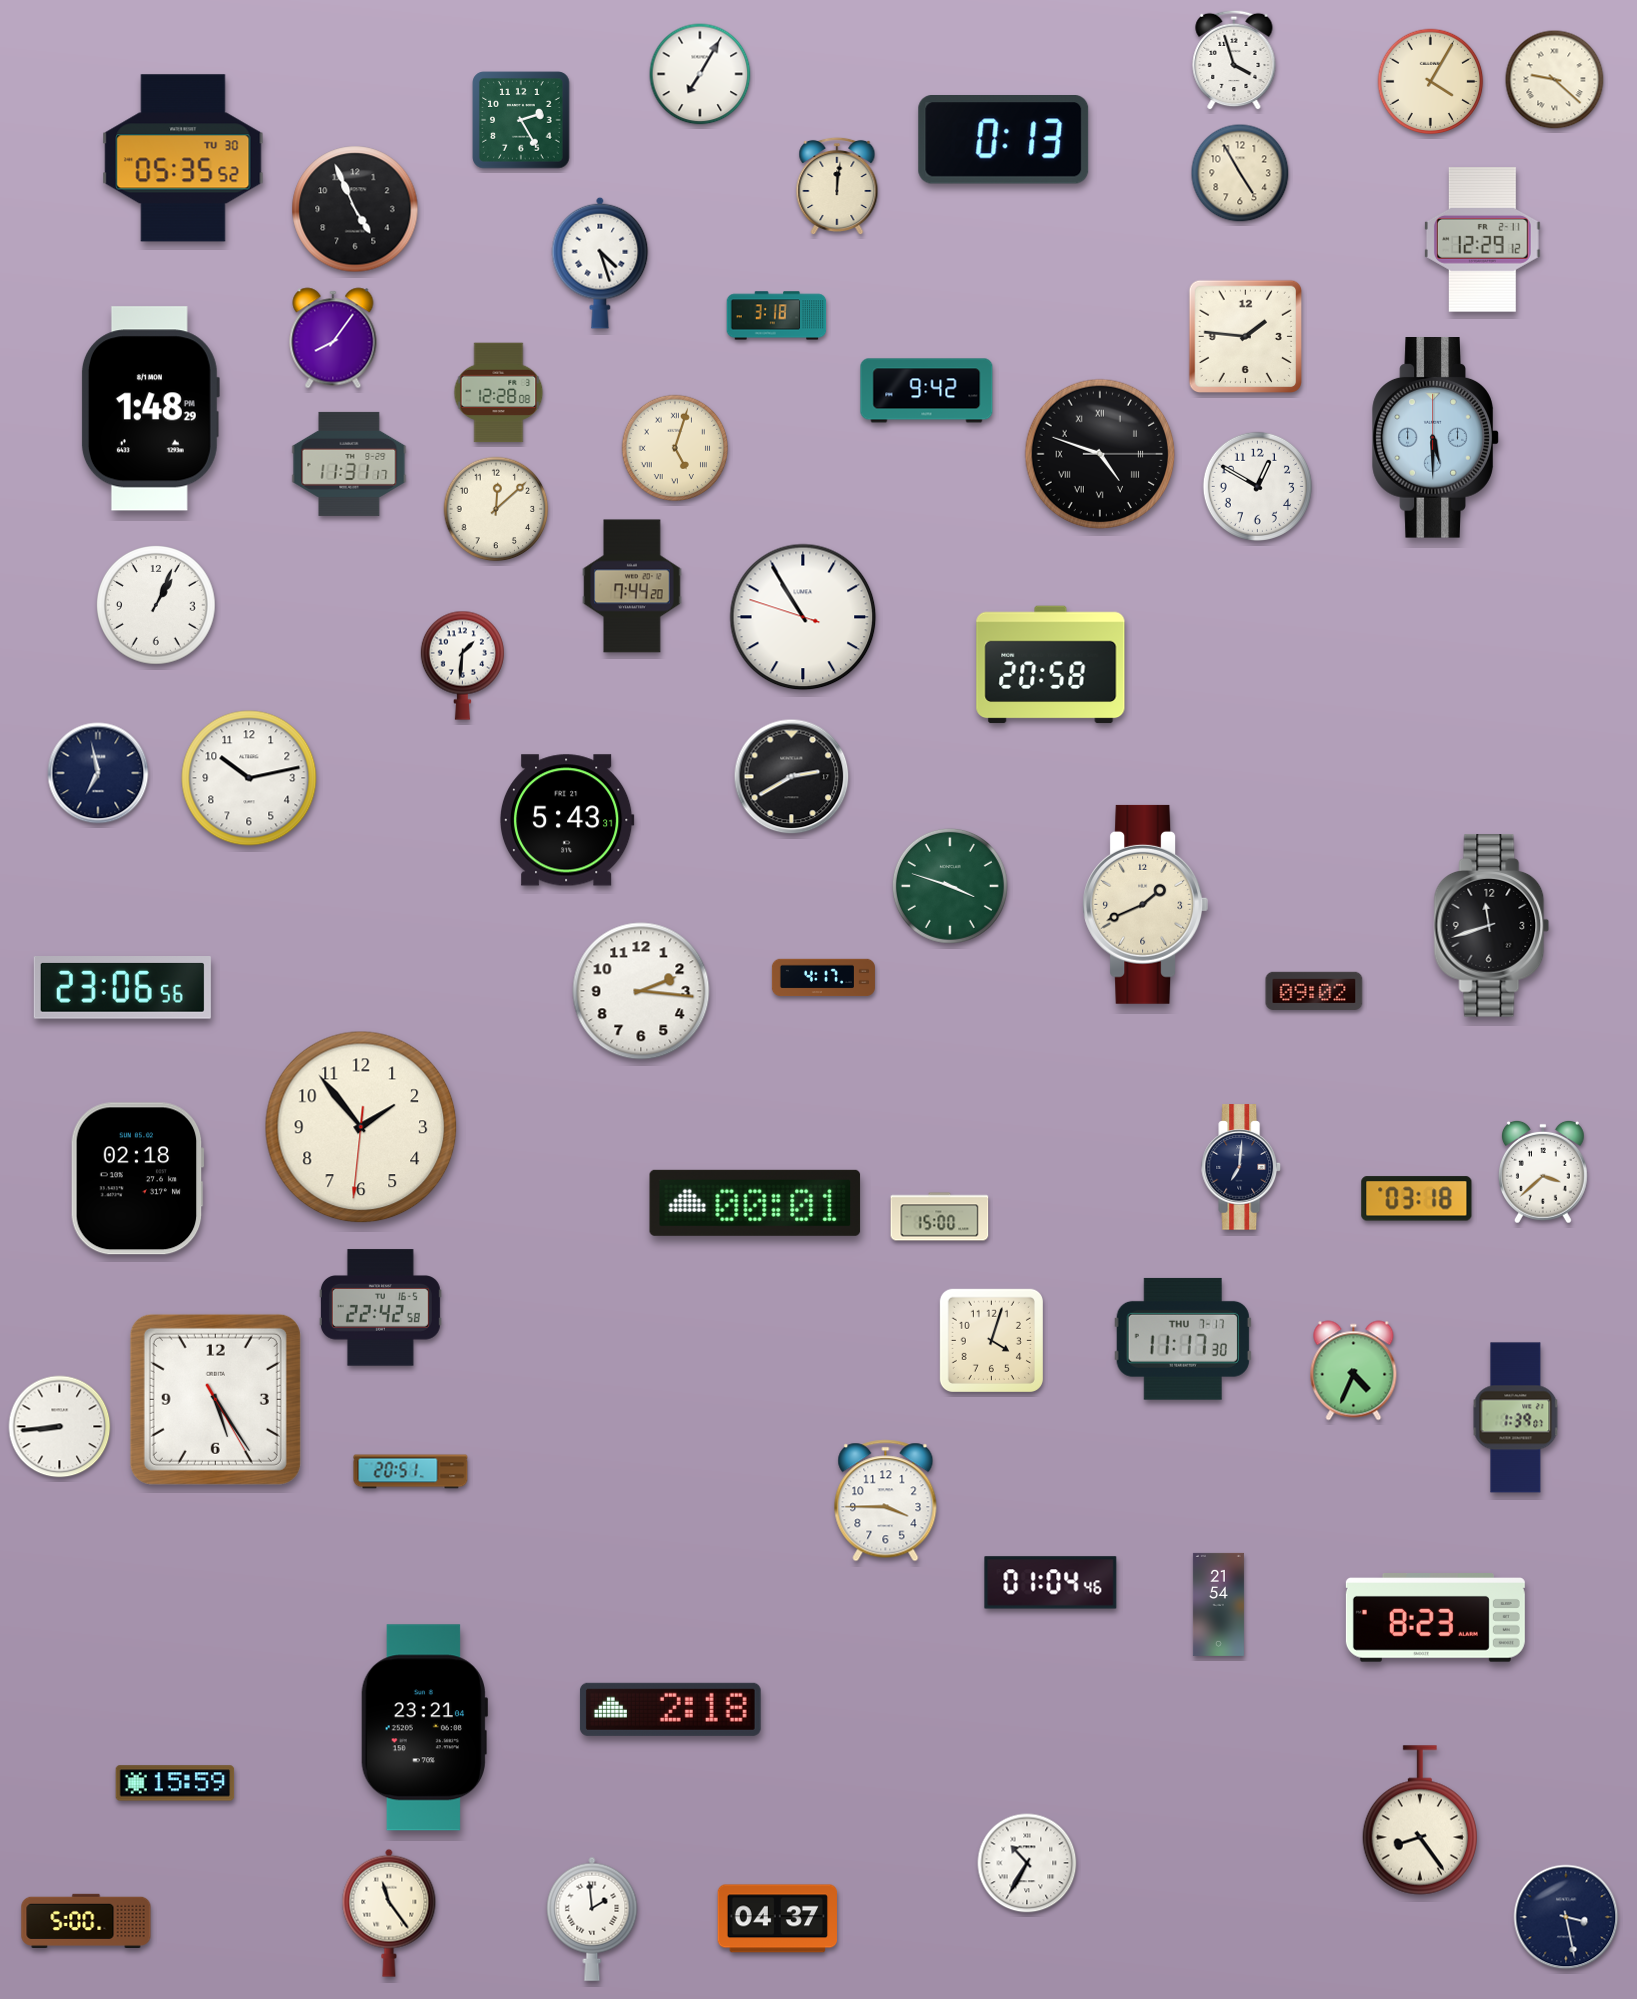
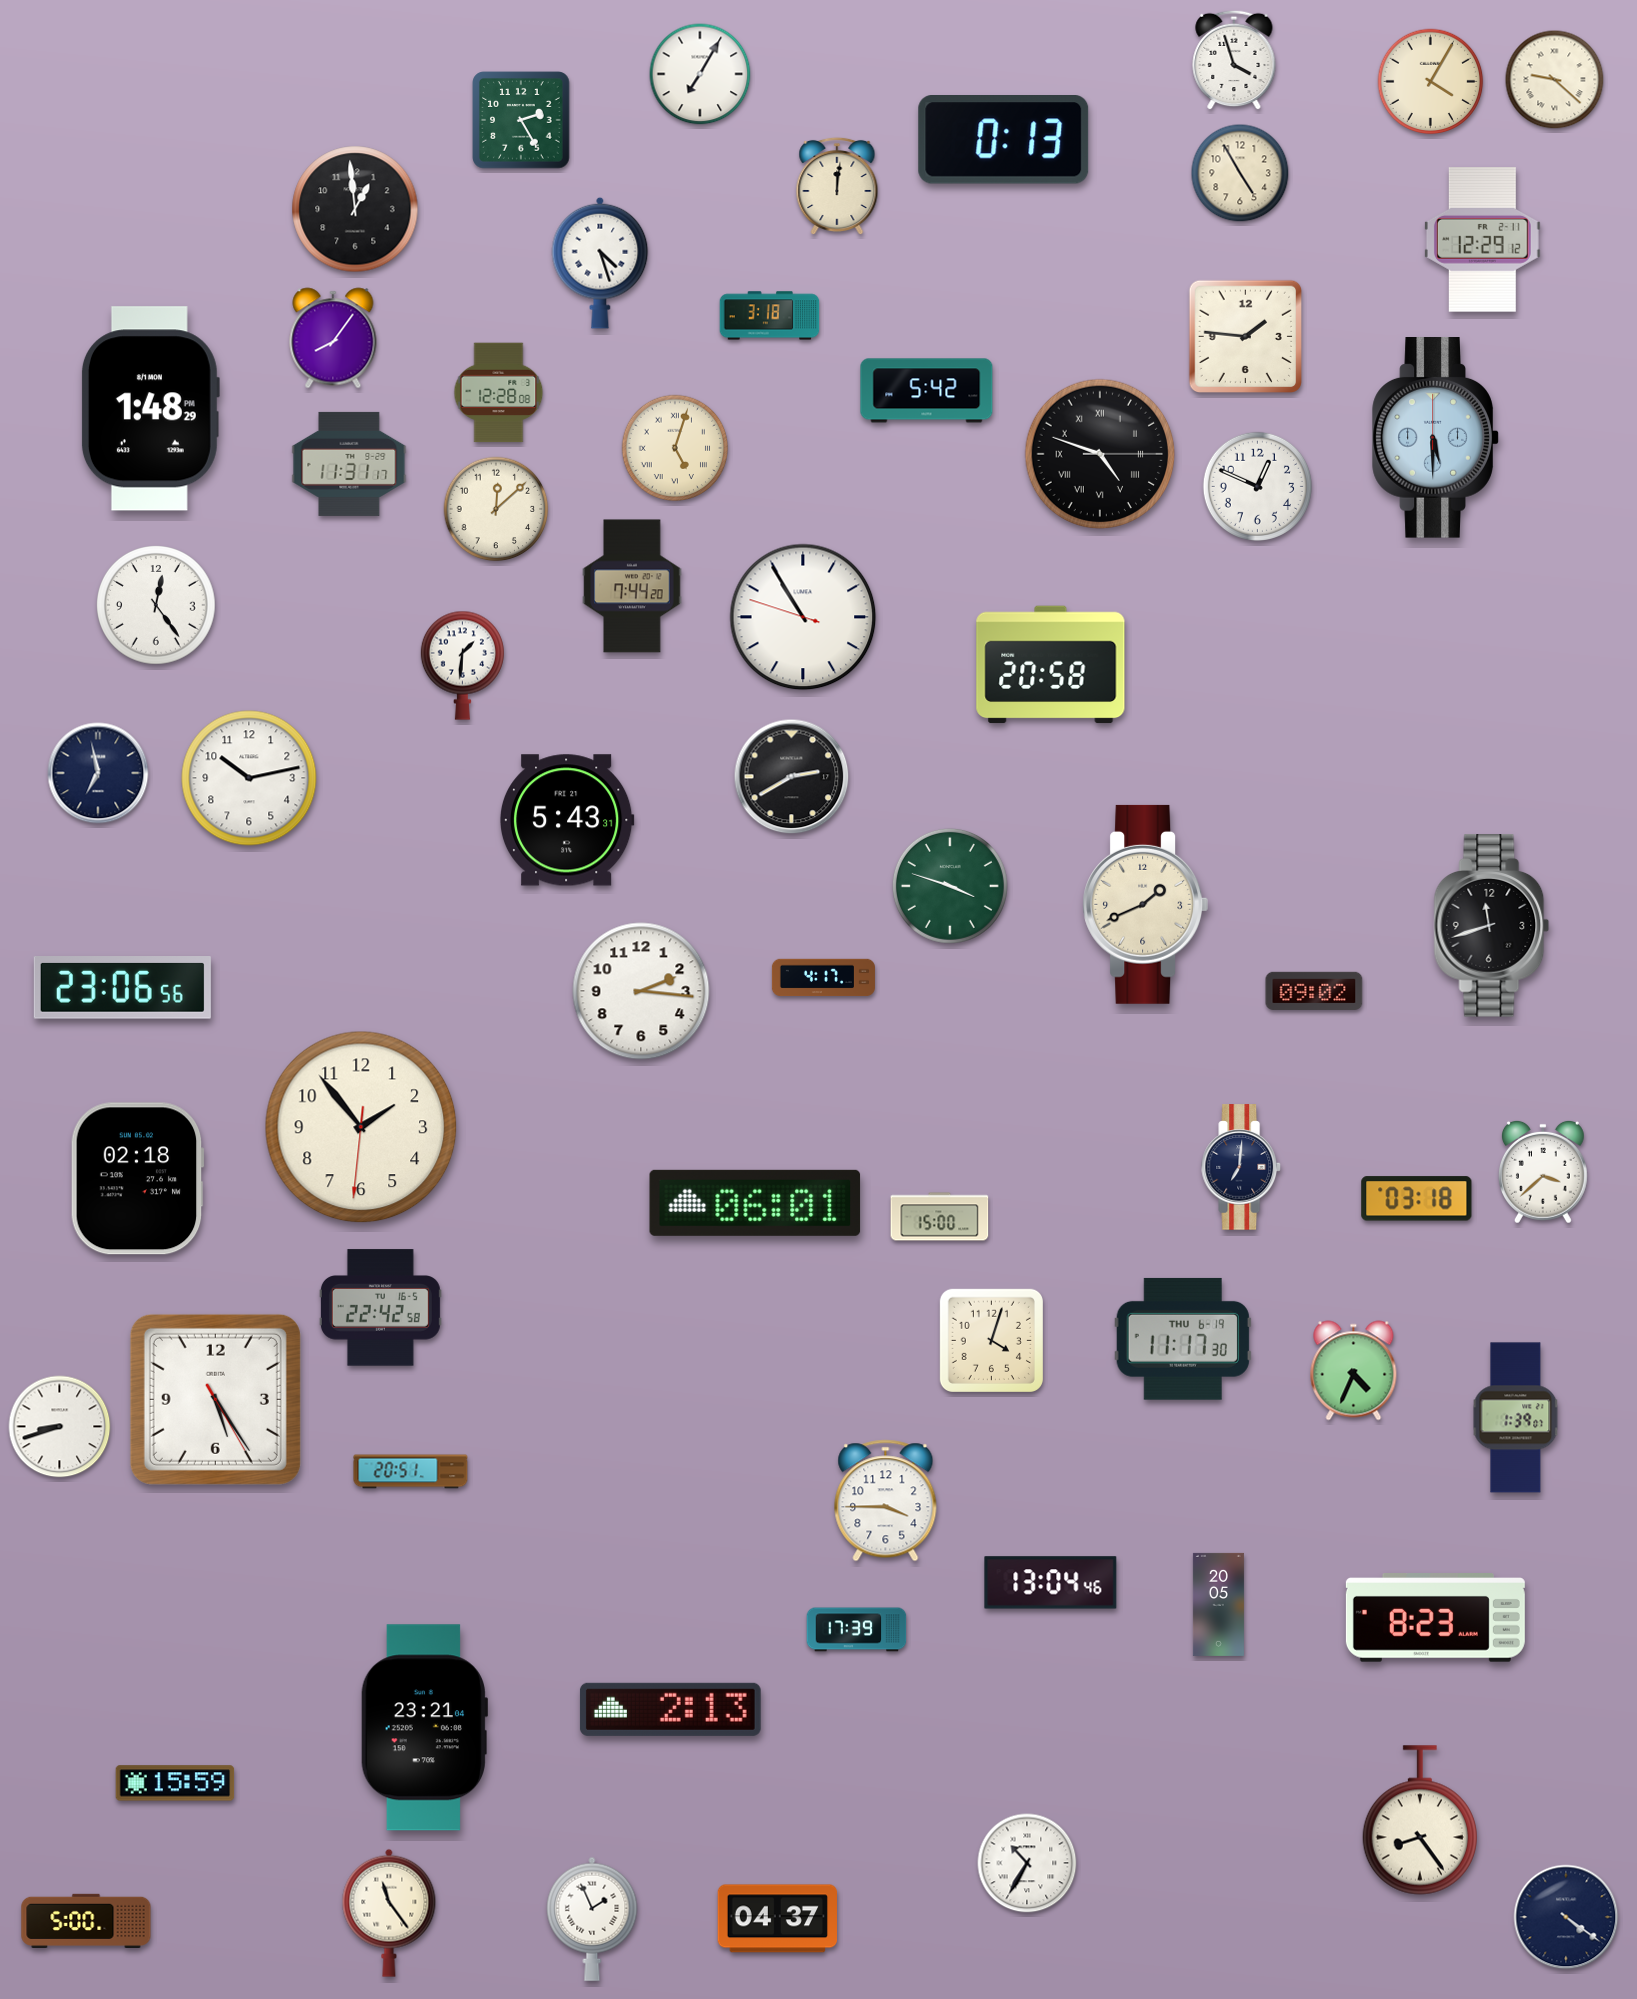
clock at (183, 158): 05:35 -> none
clock at (355, 209): 4:56 -> 12:59
clock at (777, 316) position: (777, 316) -> (770, 316)
clock at (927, 391): 9:42 -> 5:42
clock at (1257, 486): 12:50 -> 12:49
clock at (157, 606): 1:04 -> 12:24
clock at (755, 1203): 00:01 -> 06:01
clock at (1183, 1339) date: THU 7-17 -> THU 6-19
clock at (60, 1427): 8:44 -> 8:42
clock at (1051, 1583): 01:04 -> 13:04
clock at (1218, 1604): 21:54 -> 20:05
clock at (857, 1630): none -> 17:39
clock at (670, 1709): 2:18 -> 2:13
clock at (1566, 1917): 3:28 -> 4:21
clock at (592, 1919): 1:59 -> 1:56
